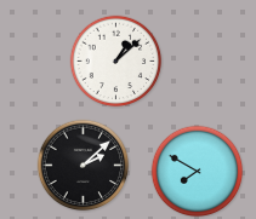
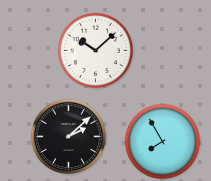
clock at (116, 62): 1:08 -> 10:08
clock at (198, 172): 7:50 -> 7:55
